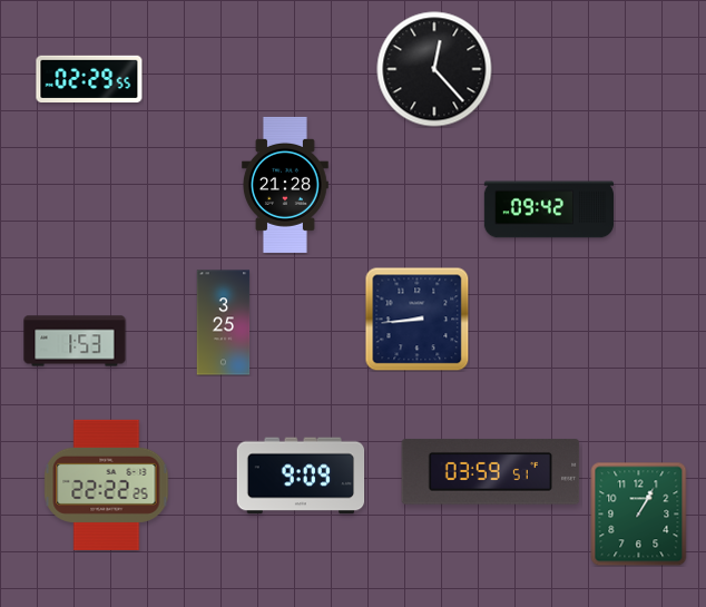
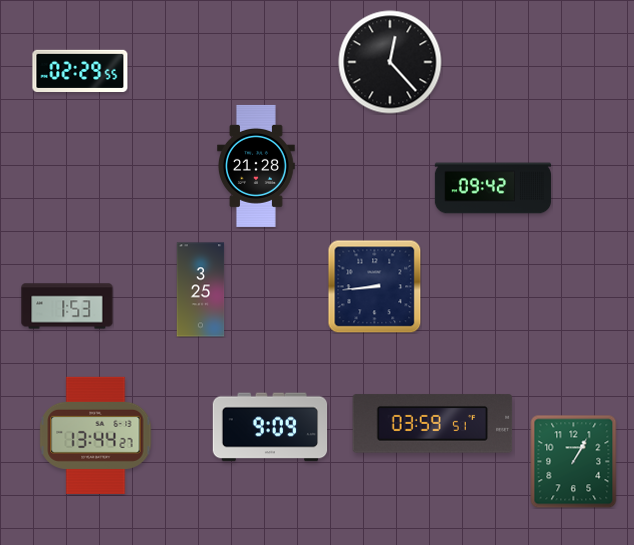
clock at (491, 472) position: (491, 472) -> (433, 424)
clock at (107, 484): 22:22 -> 13:44
